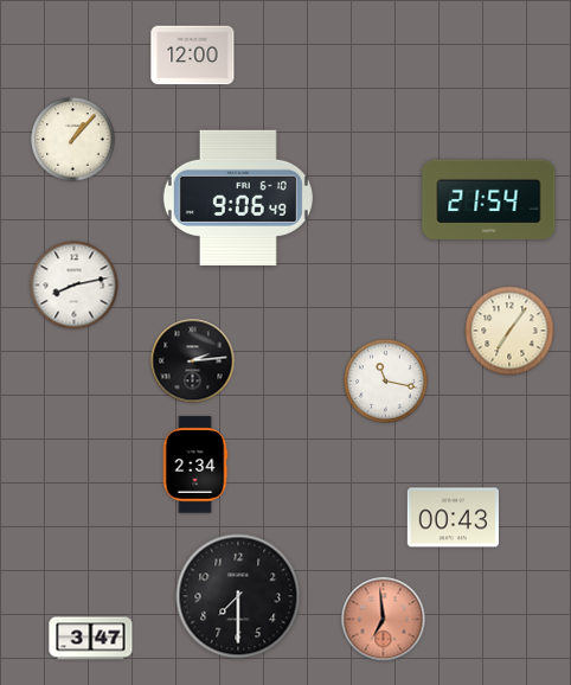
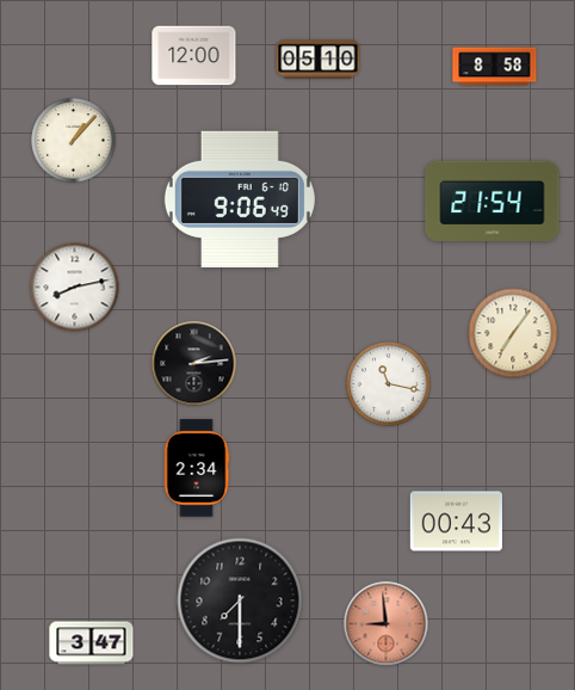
clock at (319, 60): none -> 05:10
clock at (495, 67): none -> 8:58
clock at (384, 620): 6:59 -> 8:59
